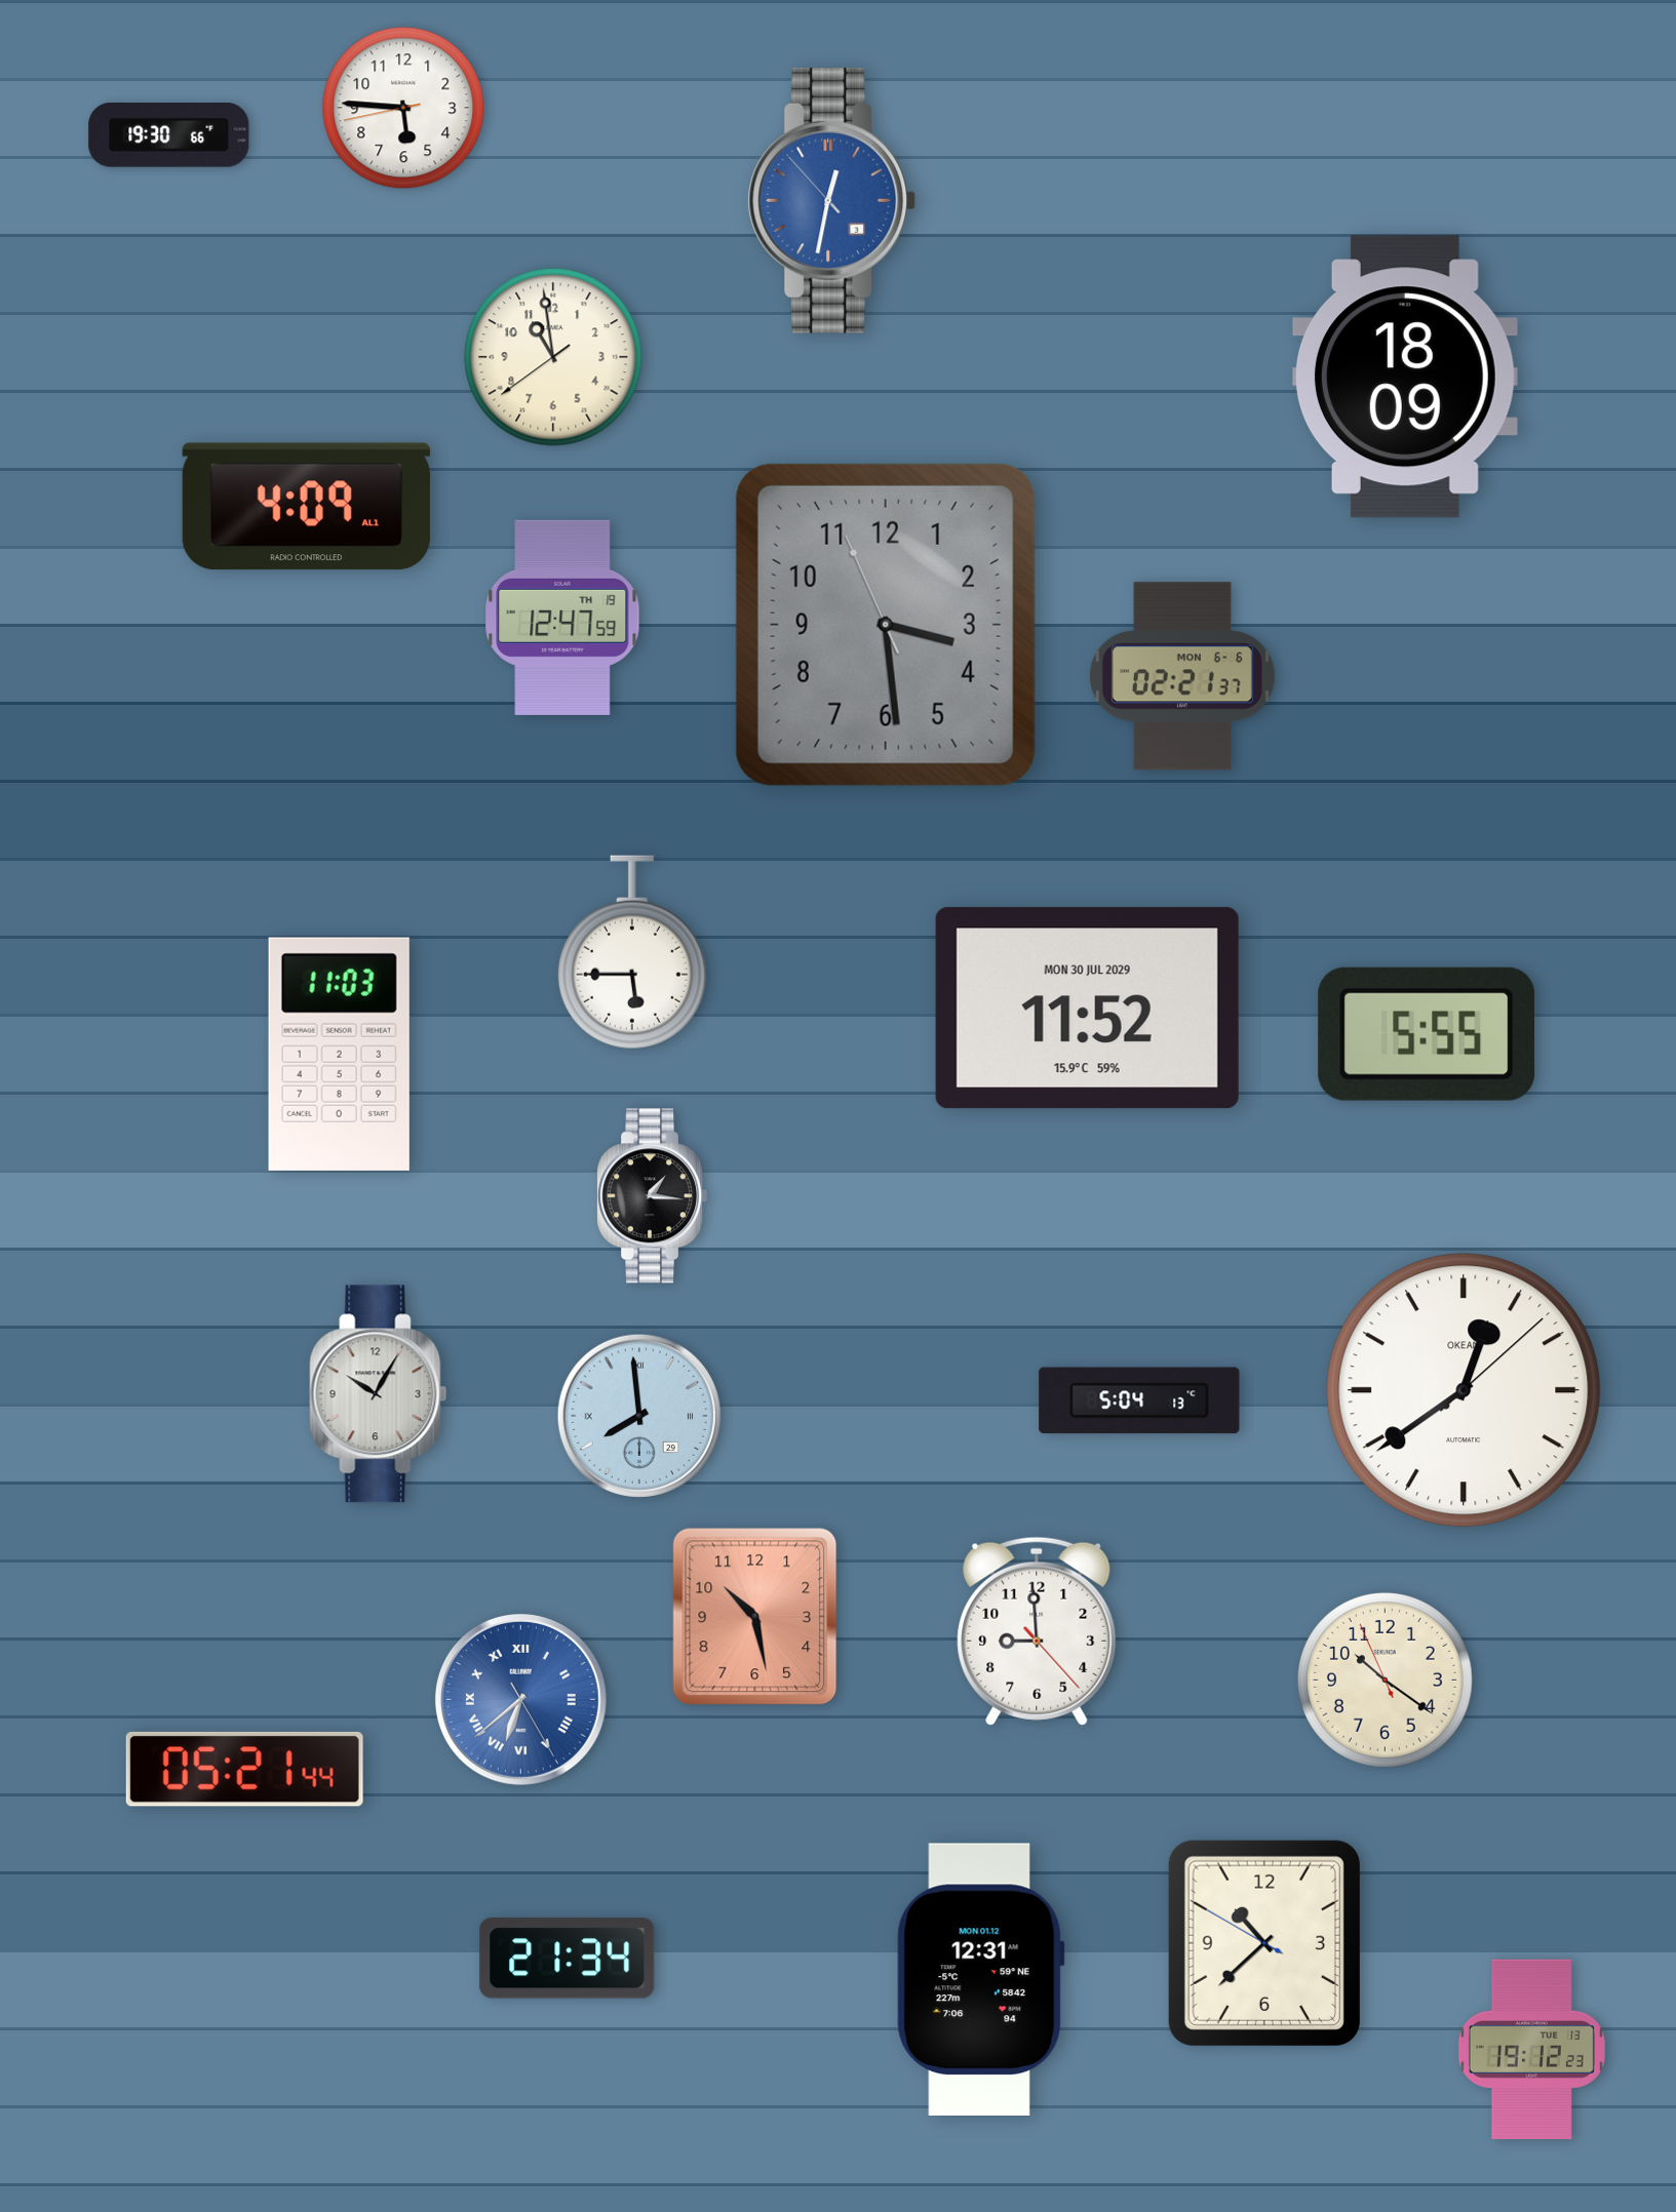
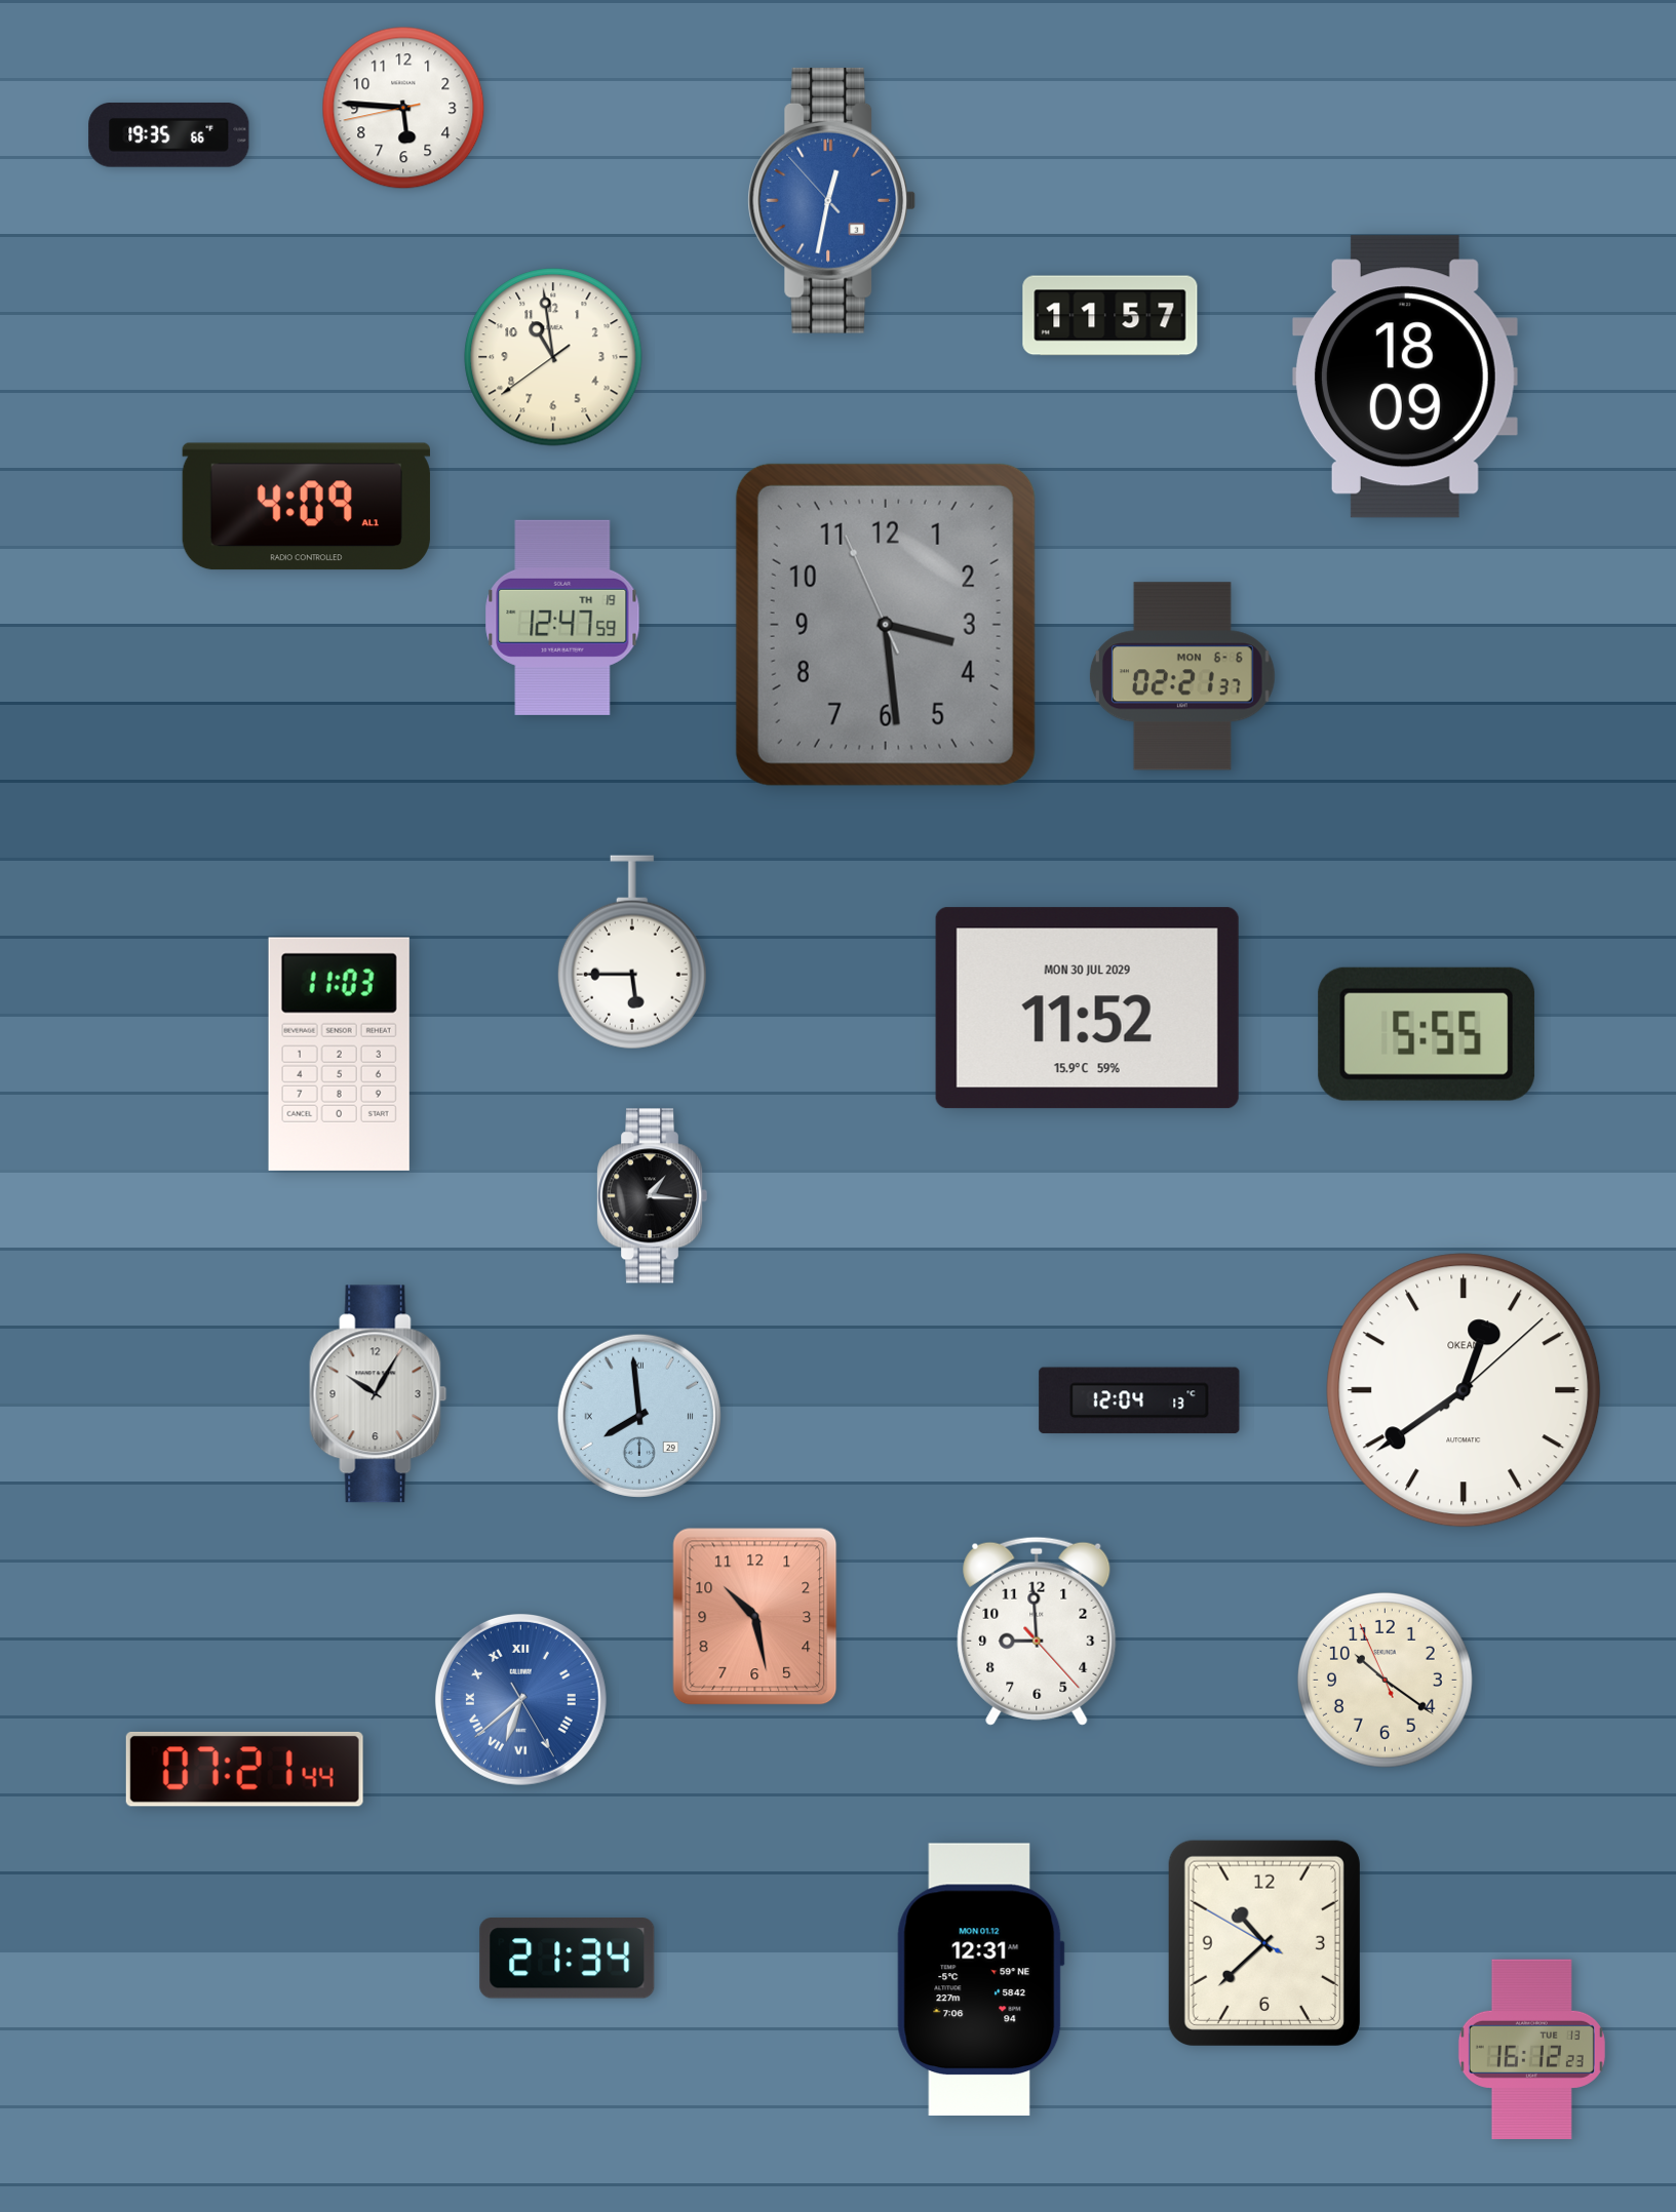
clock at (169, 135): 19:30 -> 19:35
clock at (1110, 316): none -> 11:57
clock at (1139, 1400): 5:04 -> 12:04
clock at (244, 1769): 05:21 -> 07:21
clock at (1531, 2049): 19:12 -> 16:12
